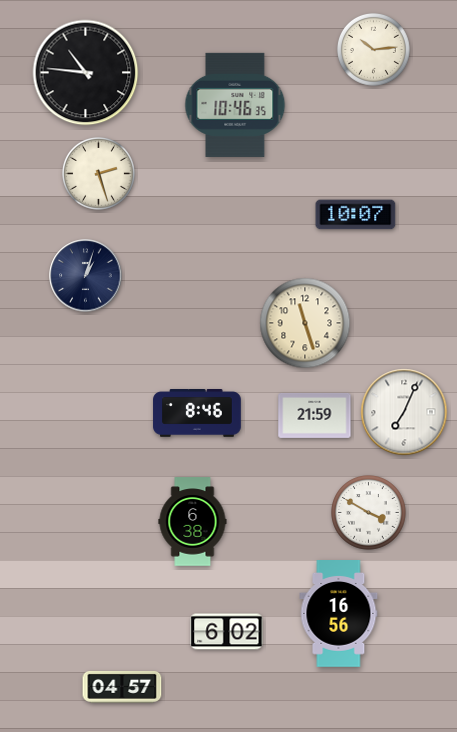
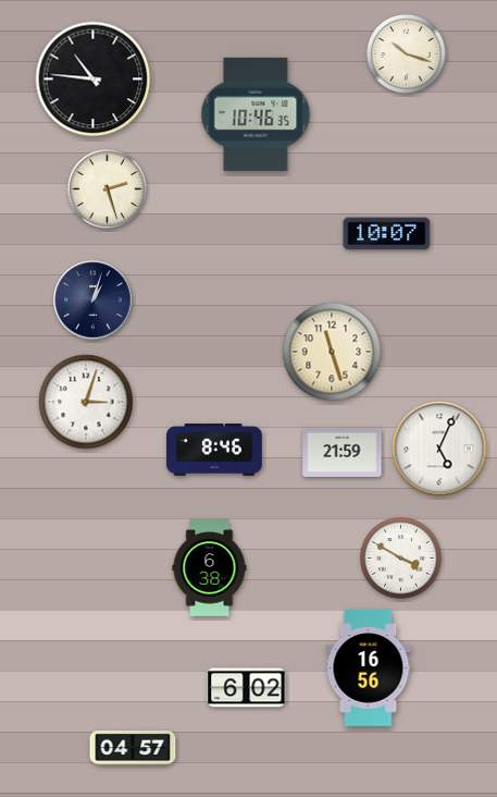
clock at (373, 49): 10:14 -> 10:18
clock at (86, 402): none -> 3:03
clock at (404, 412): 7:04 -> 5:04
